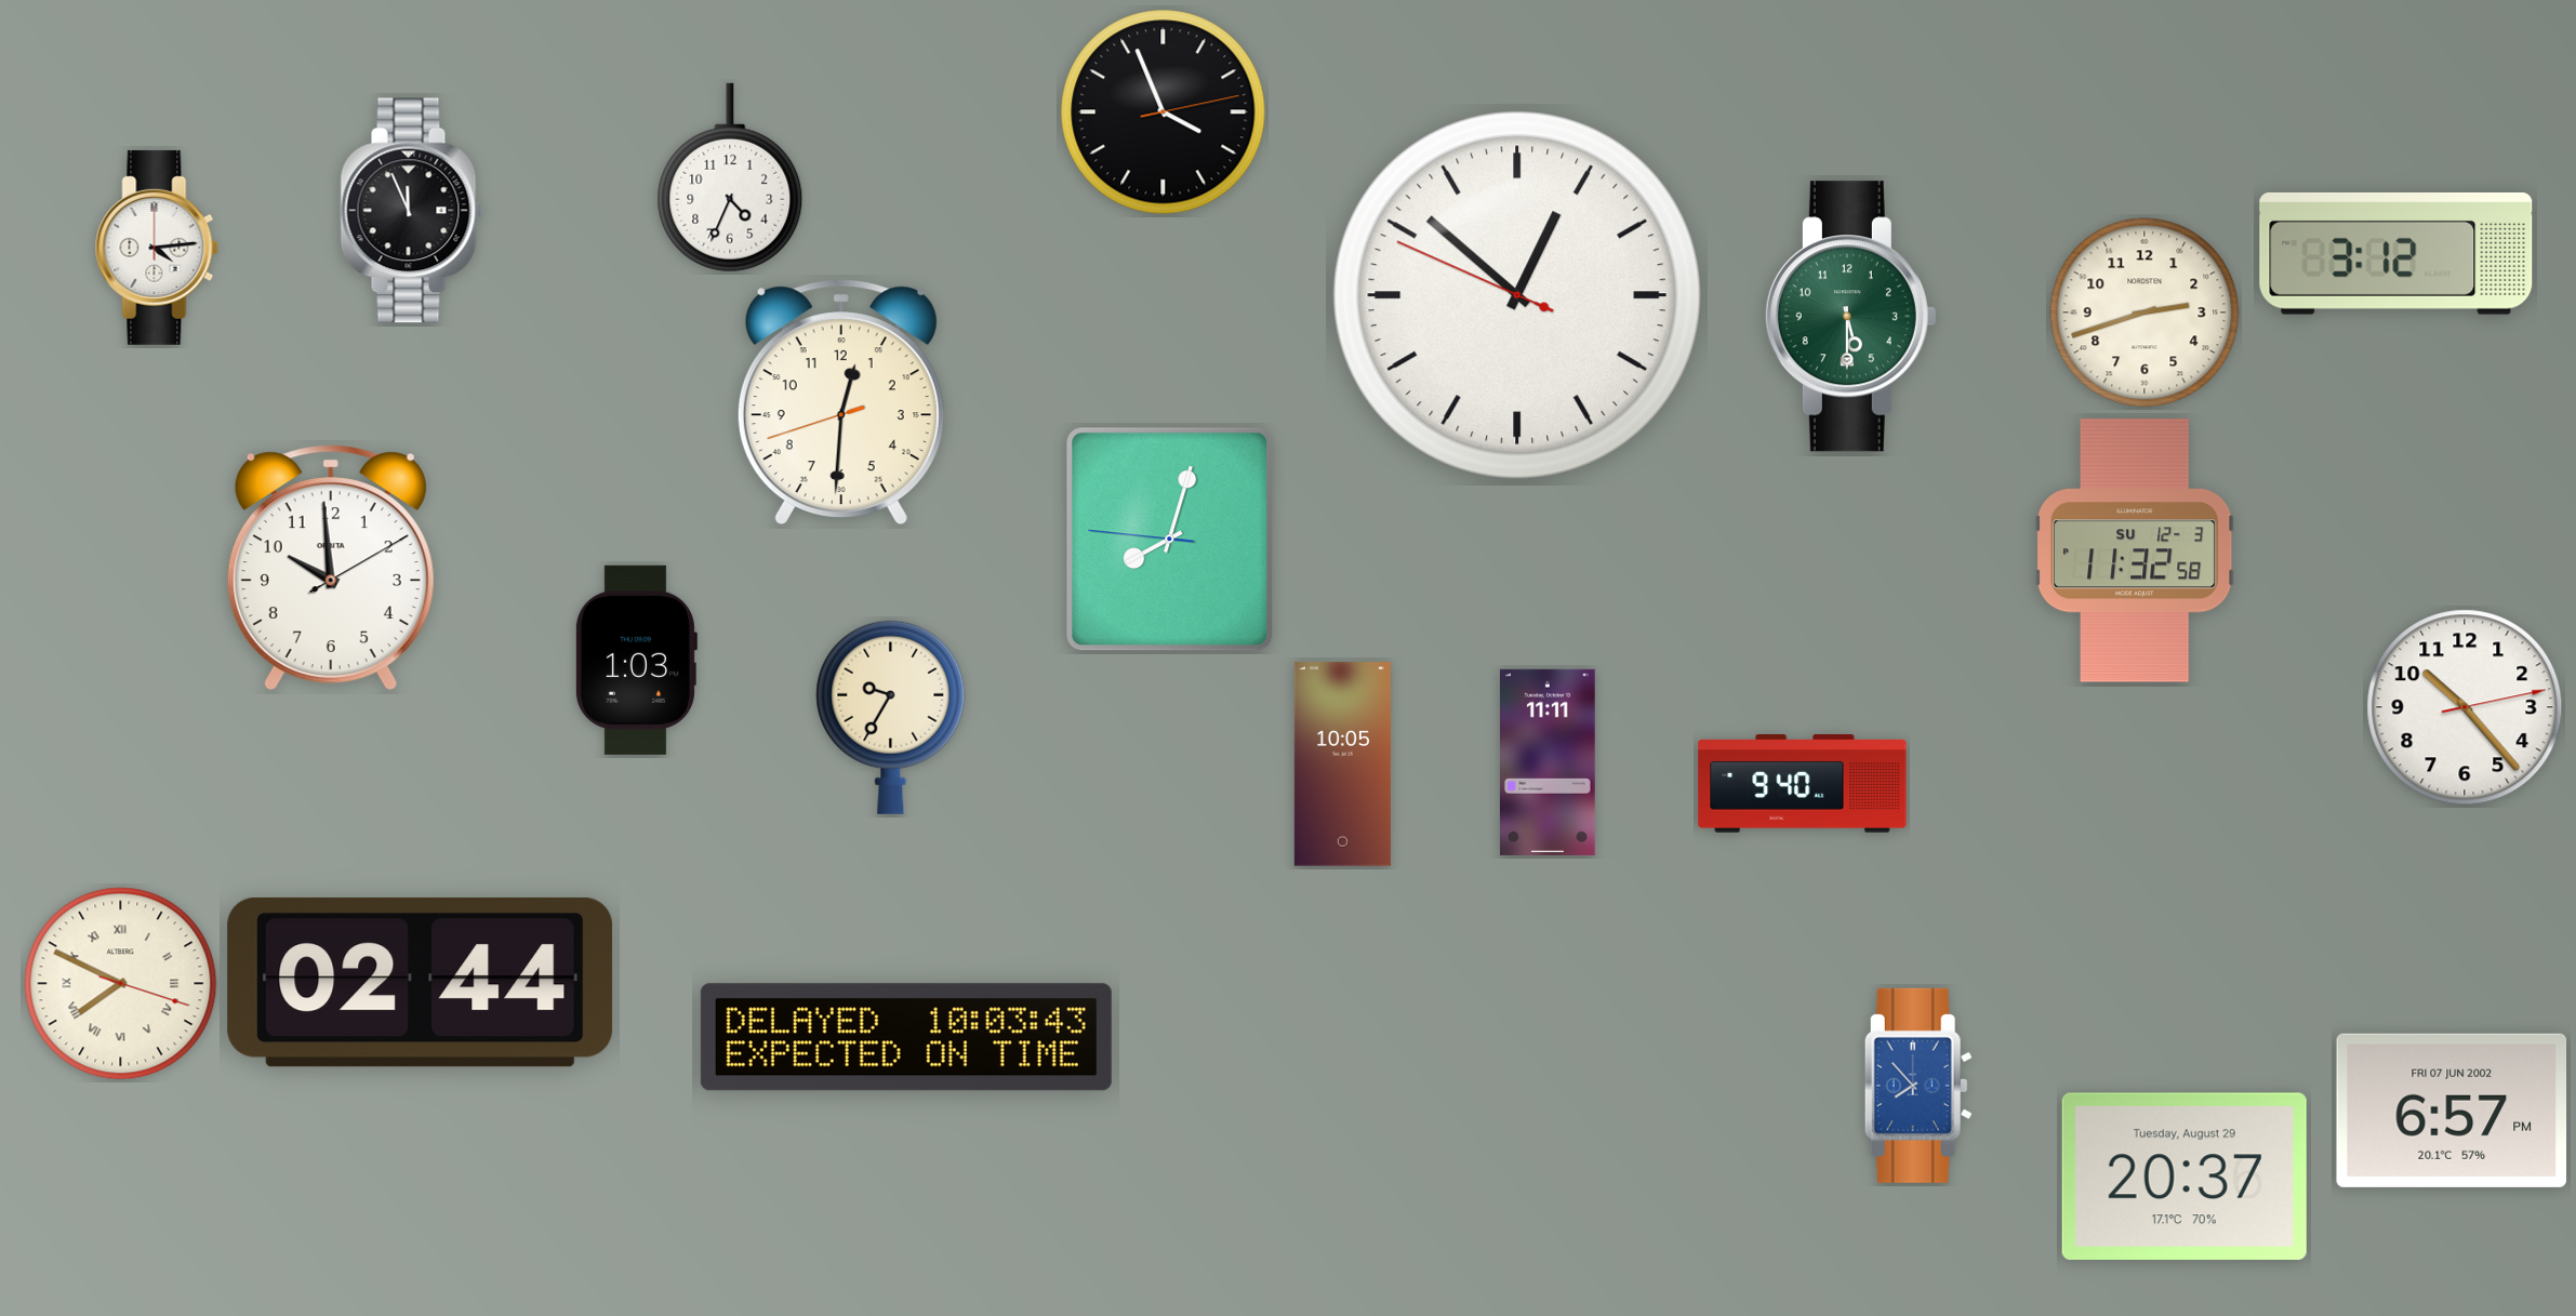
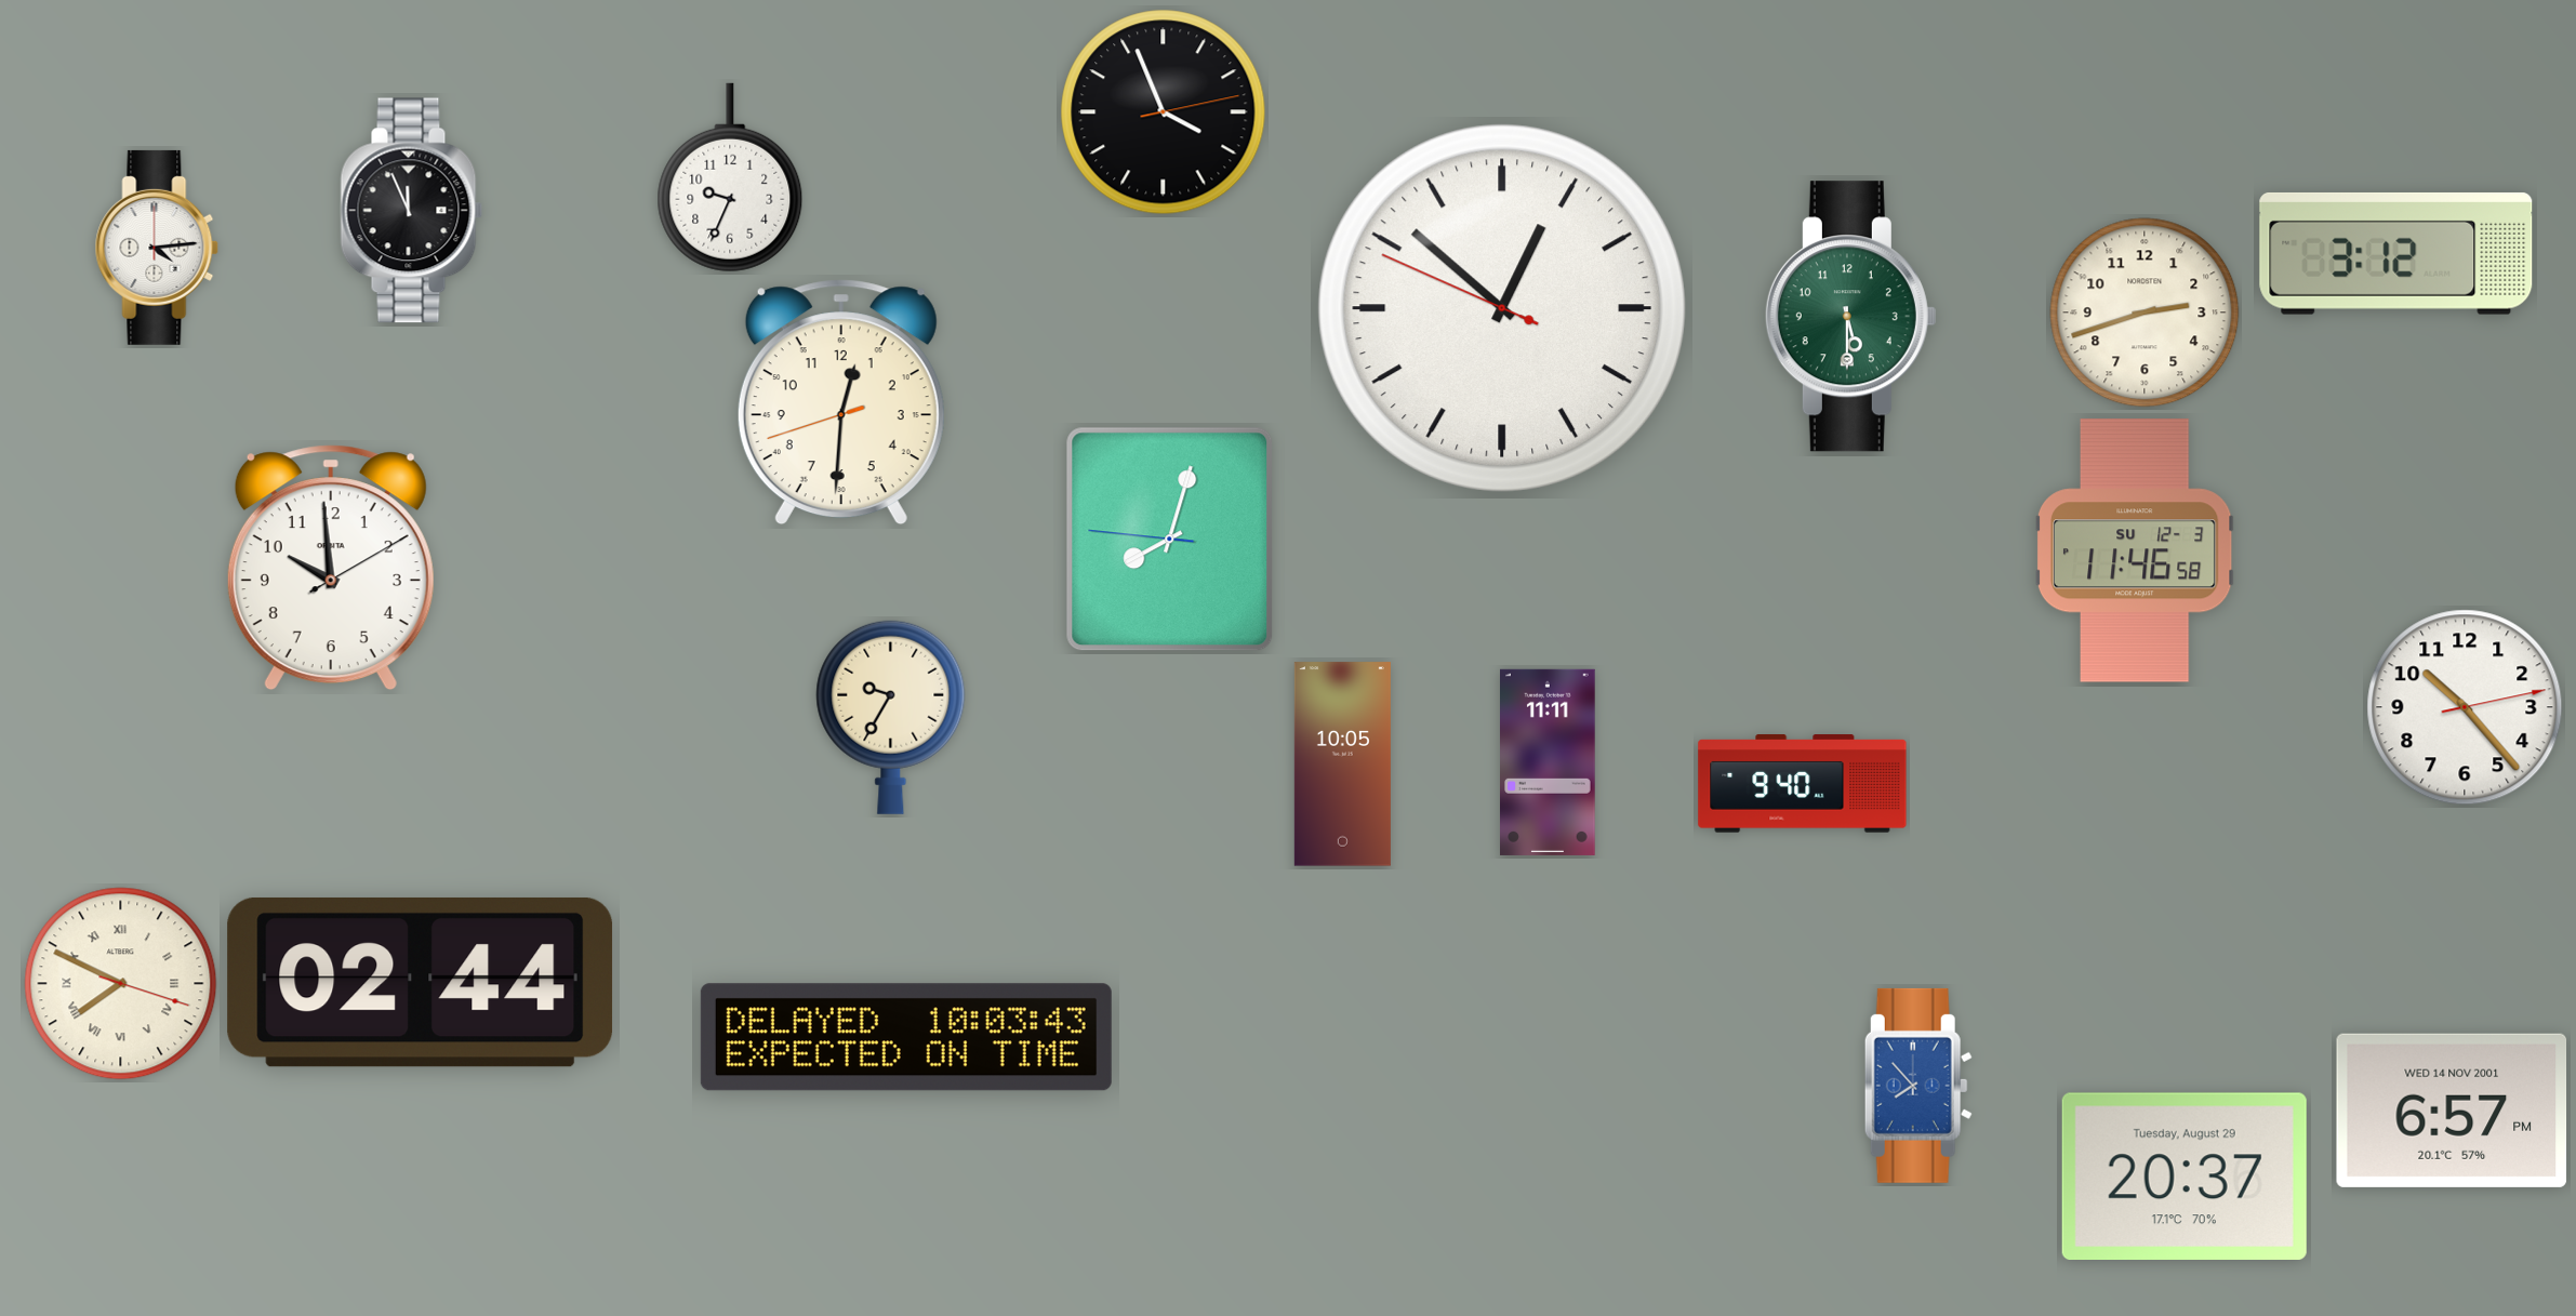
clock at (730, 177): 4:34 -> 9:34
clock at (1517, 295) position: (1517, 295) -> (1502, 308)
clock at (2135, 550): 11:32 -> 11:46
clock at (636, 660): 1:03 -> none
clock at (2452, 1111) date: FRI 07 JUN 2002 -> WED 14 NOV 2001
